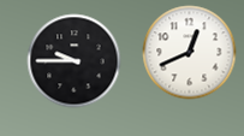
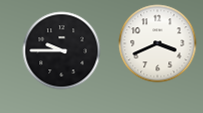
clock at (189, 52): 12:41 -> 3:41
